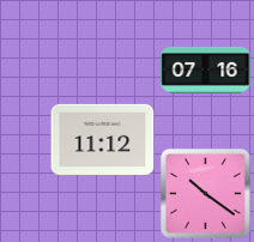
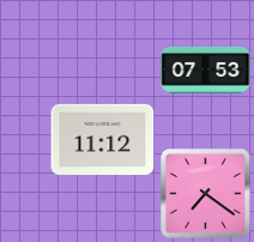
clock at (206, 71): 07:16 -> 07:53
clock at (205, 193): 10:21 -> 7:21
